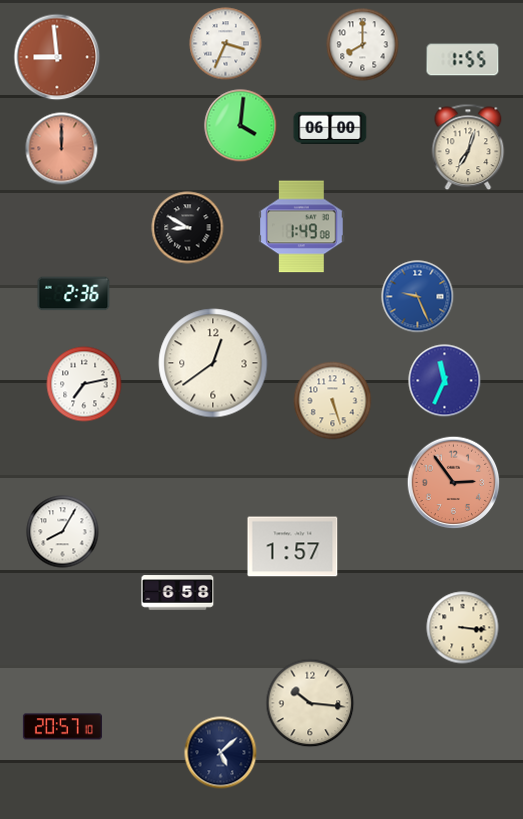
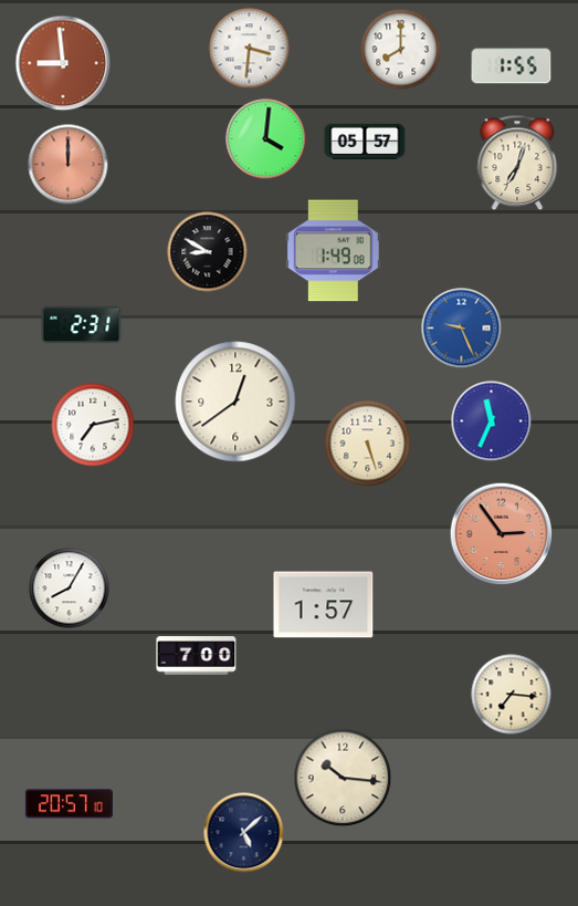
clock at (226, 44): 3:34 -> 3:31
clock at (330, 127): 06:00 -> 05:57
clock at (74, 294): 2:36 -> 2:31
clock at (178, 593): 6:58 -> 7:00
clock at (463, 628): 3:16 -> 7:16
